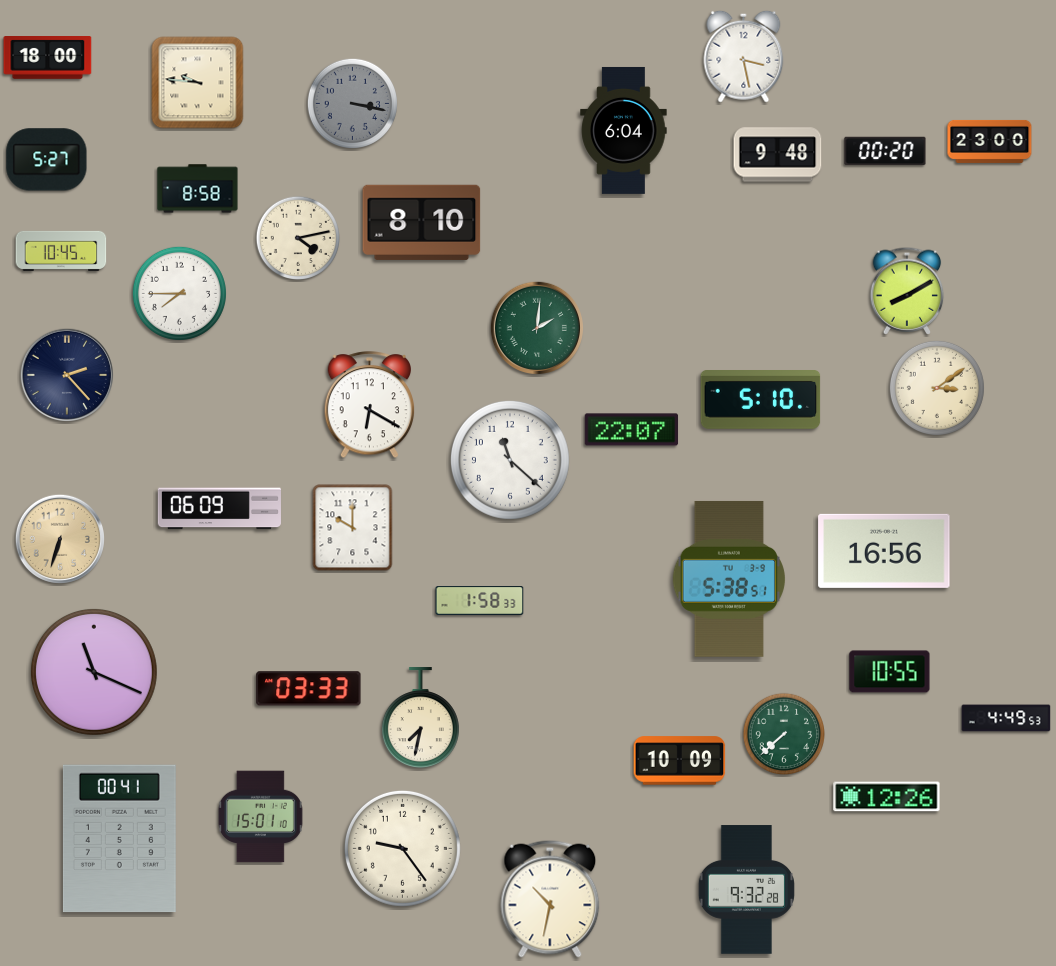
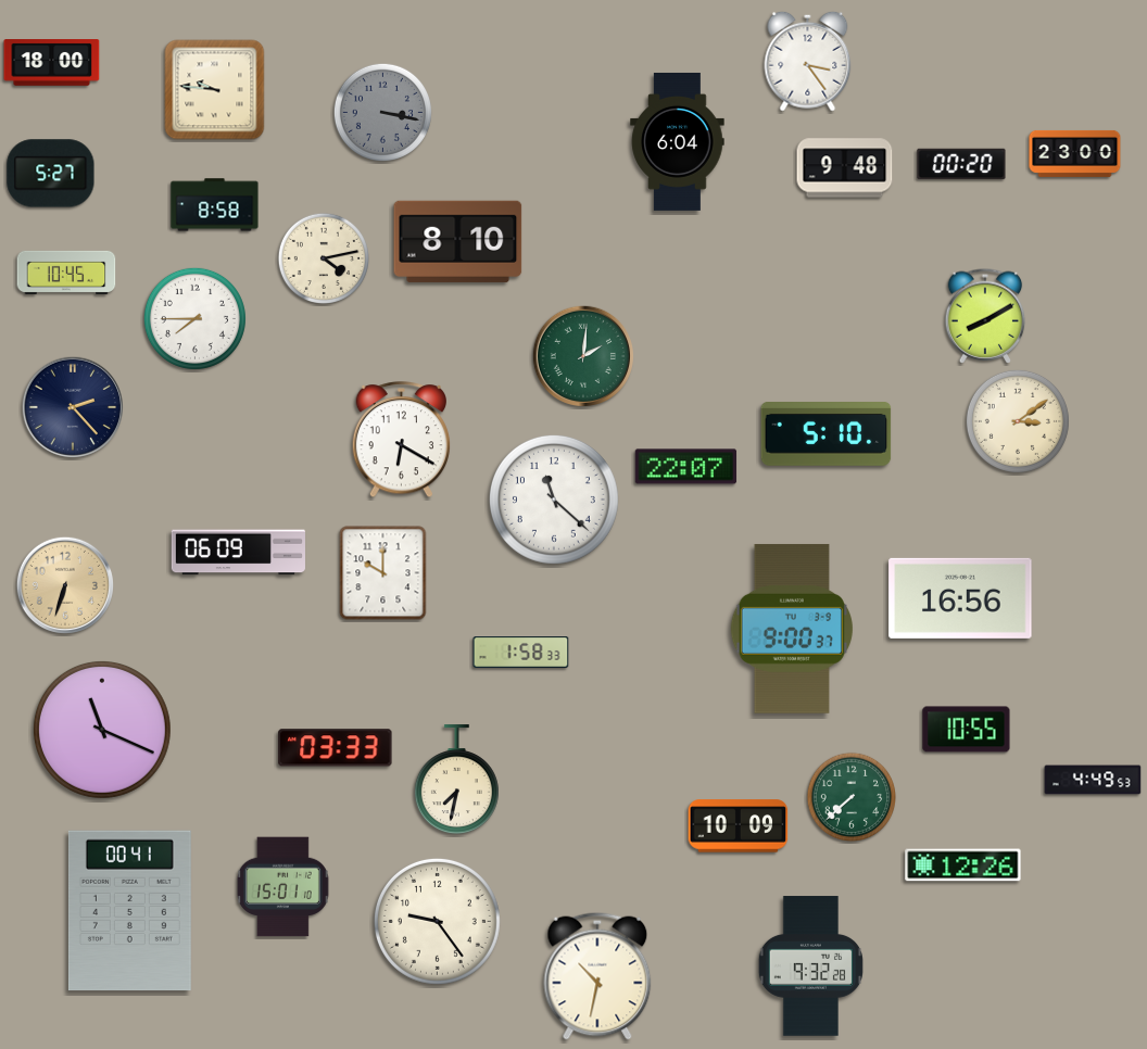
clock at (744, 56): 3:28 -> 3:24
clock at (729, 579): 5:38 -> 9:00
